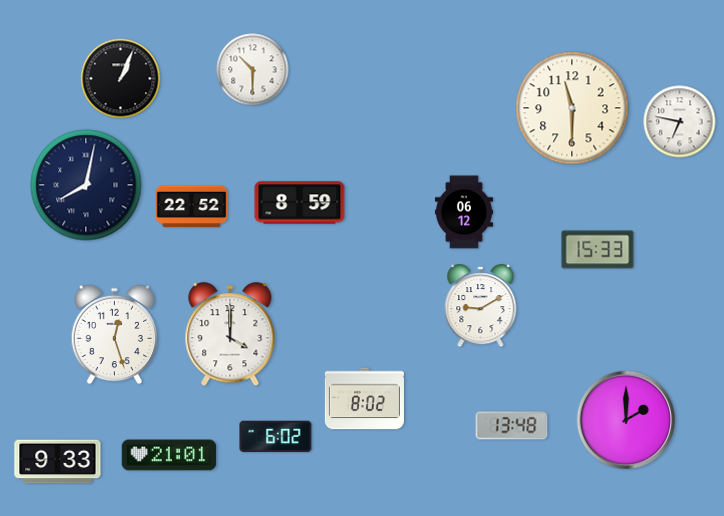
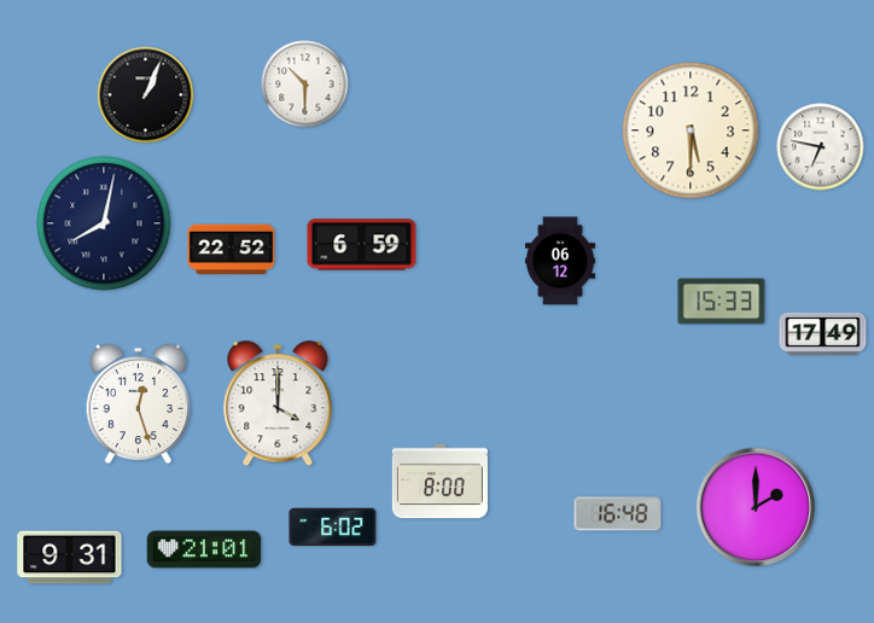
clock at (572, 108): 11:30 -> 5:30
clock at (300, 203): 8:59 -> 6:59
clock at (464, 212) position: (464, 212) -> (560, 261)
clock at (823, 333): none -> 17:49
clock at (481, 306): 9:10 -> none
clock at (364, 399): 8:02 -> 8:00
clock at (512, 426): 13:48 -> 16:48
clock at (58, 462): 9:33 -> 9:31
